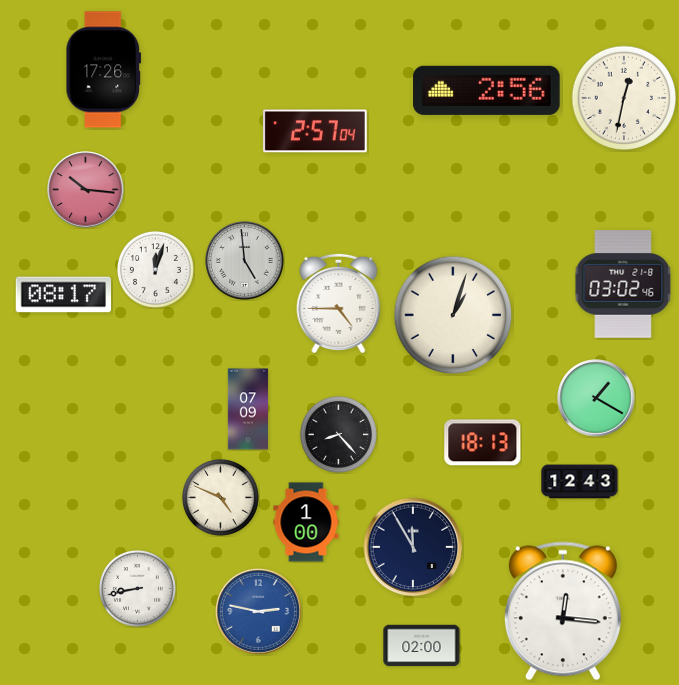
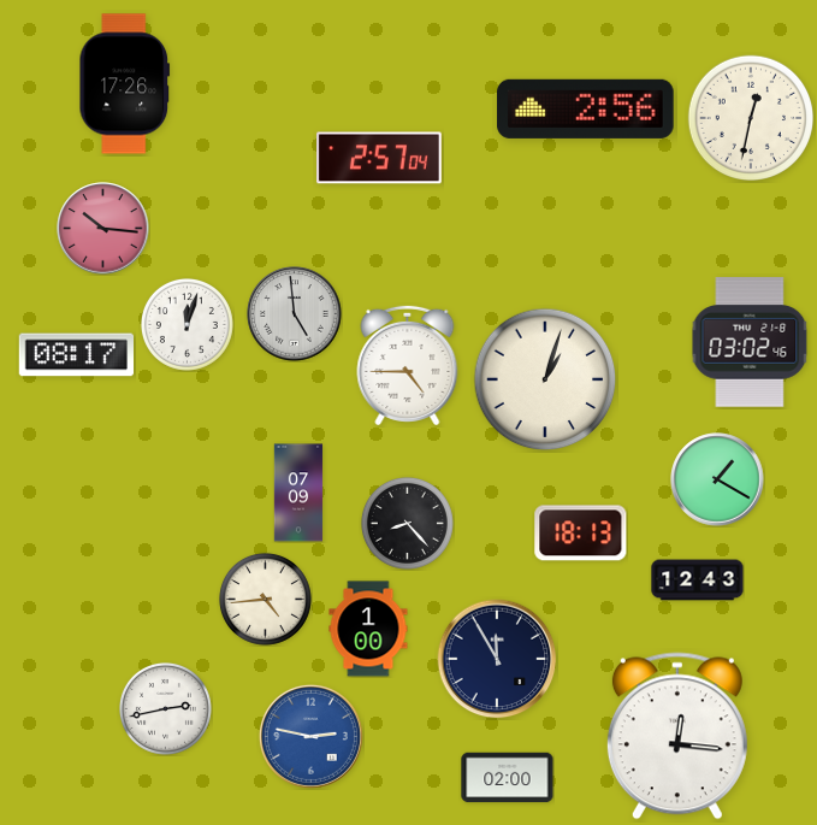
clock at (220, 497): 4:49 -> 4:44
clock at (137, 588): 8:43 -> 2:43
